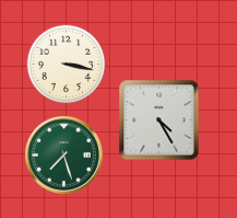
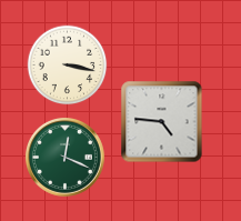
clock at (159, 121): 4:25 -> 4:46
clock at (63, 154): 7:27 -> 12:19
